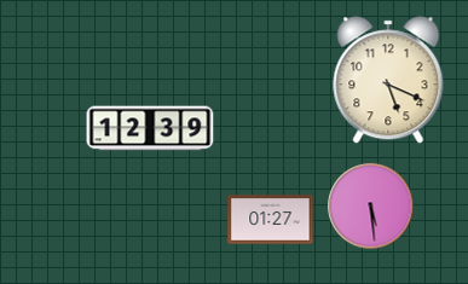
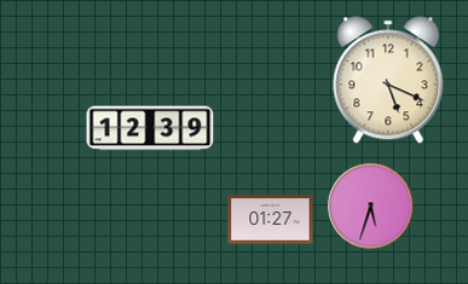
clock at (371, 207): 5:29 -> 5:33
